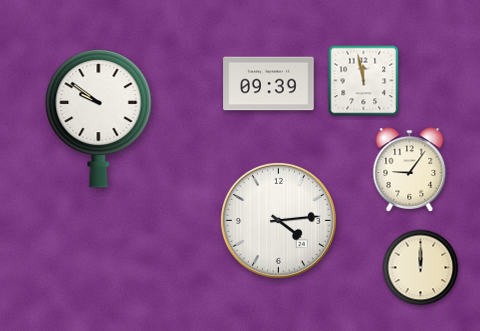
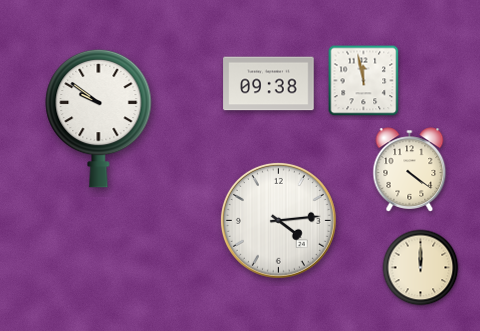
clock at (269, 84): 09:39 -> 09:38
clock at (410, 170): 9:06 -> 4:21
